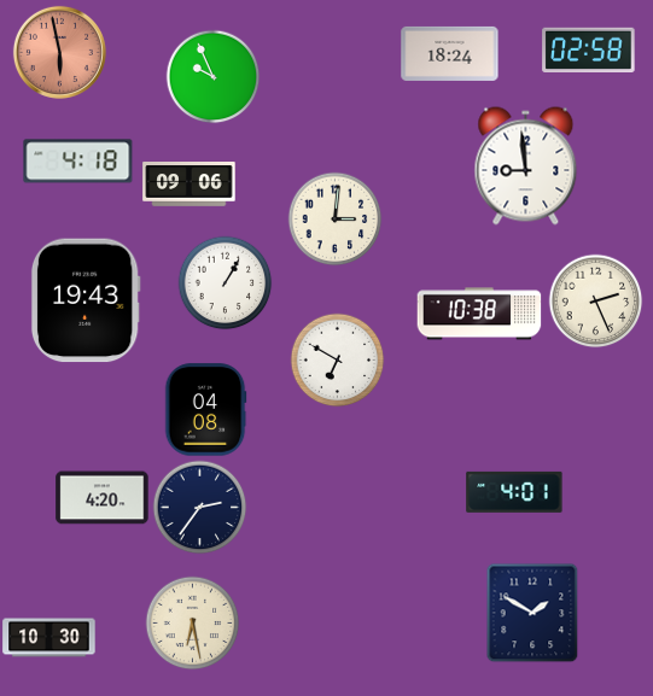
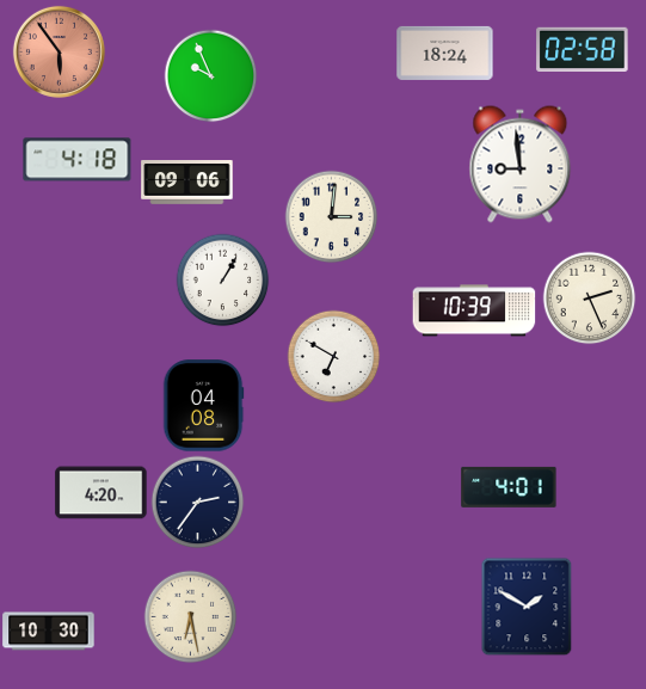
clock at (59, 52): 5:58 -> 5:54
clock at (86, 300): 19:43 -> none
clock at (479, 314): 10:38 -> 10:39
